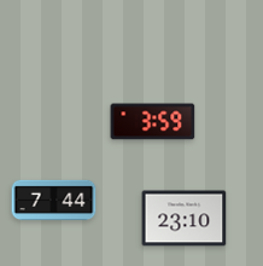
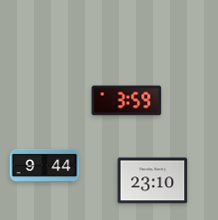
clock at (54, 201): 7:44 -> 9:44
